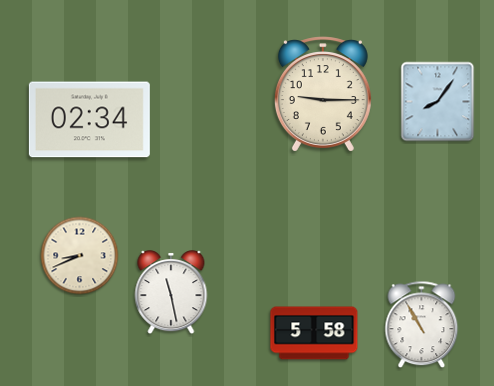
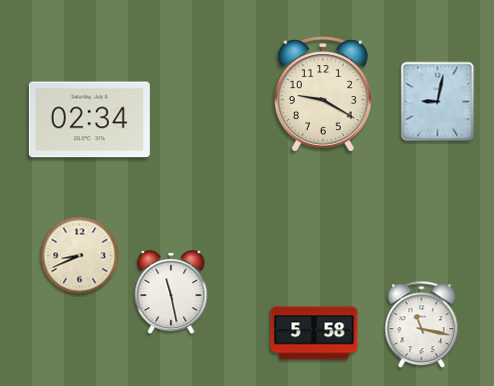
clock at (323, 94): 9:15 -> 9:20
clock at (438, 102): 8:06 -> 9:02
clock at (422, 325): 10:55 -> 11:17
